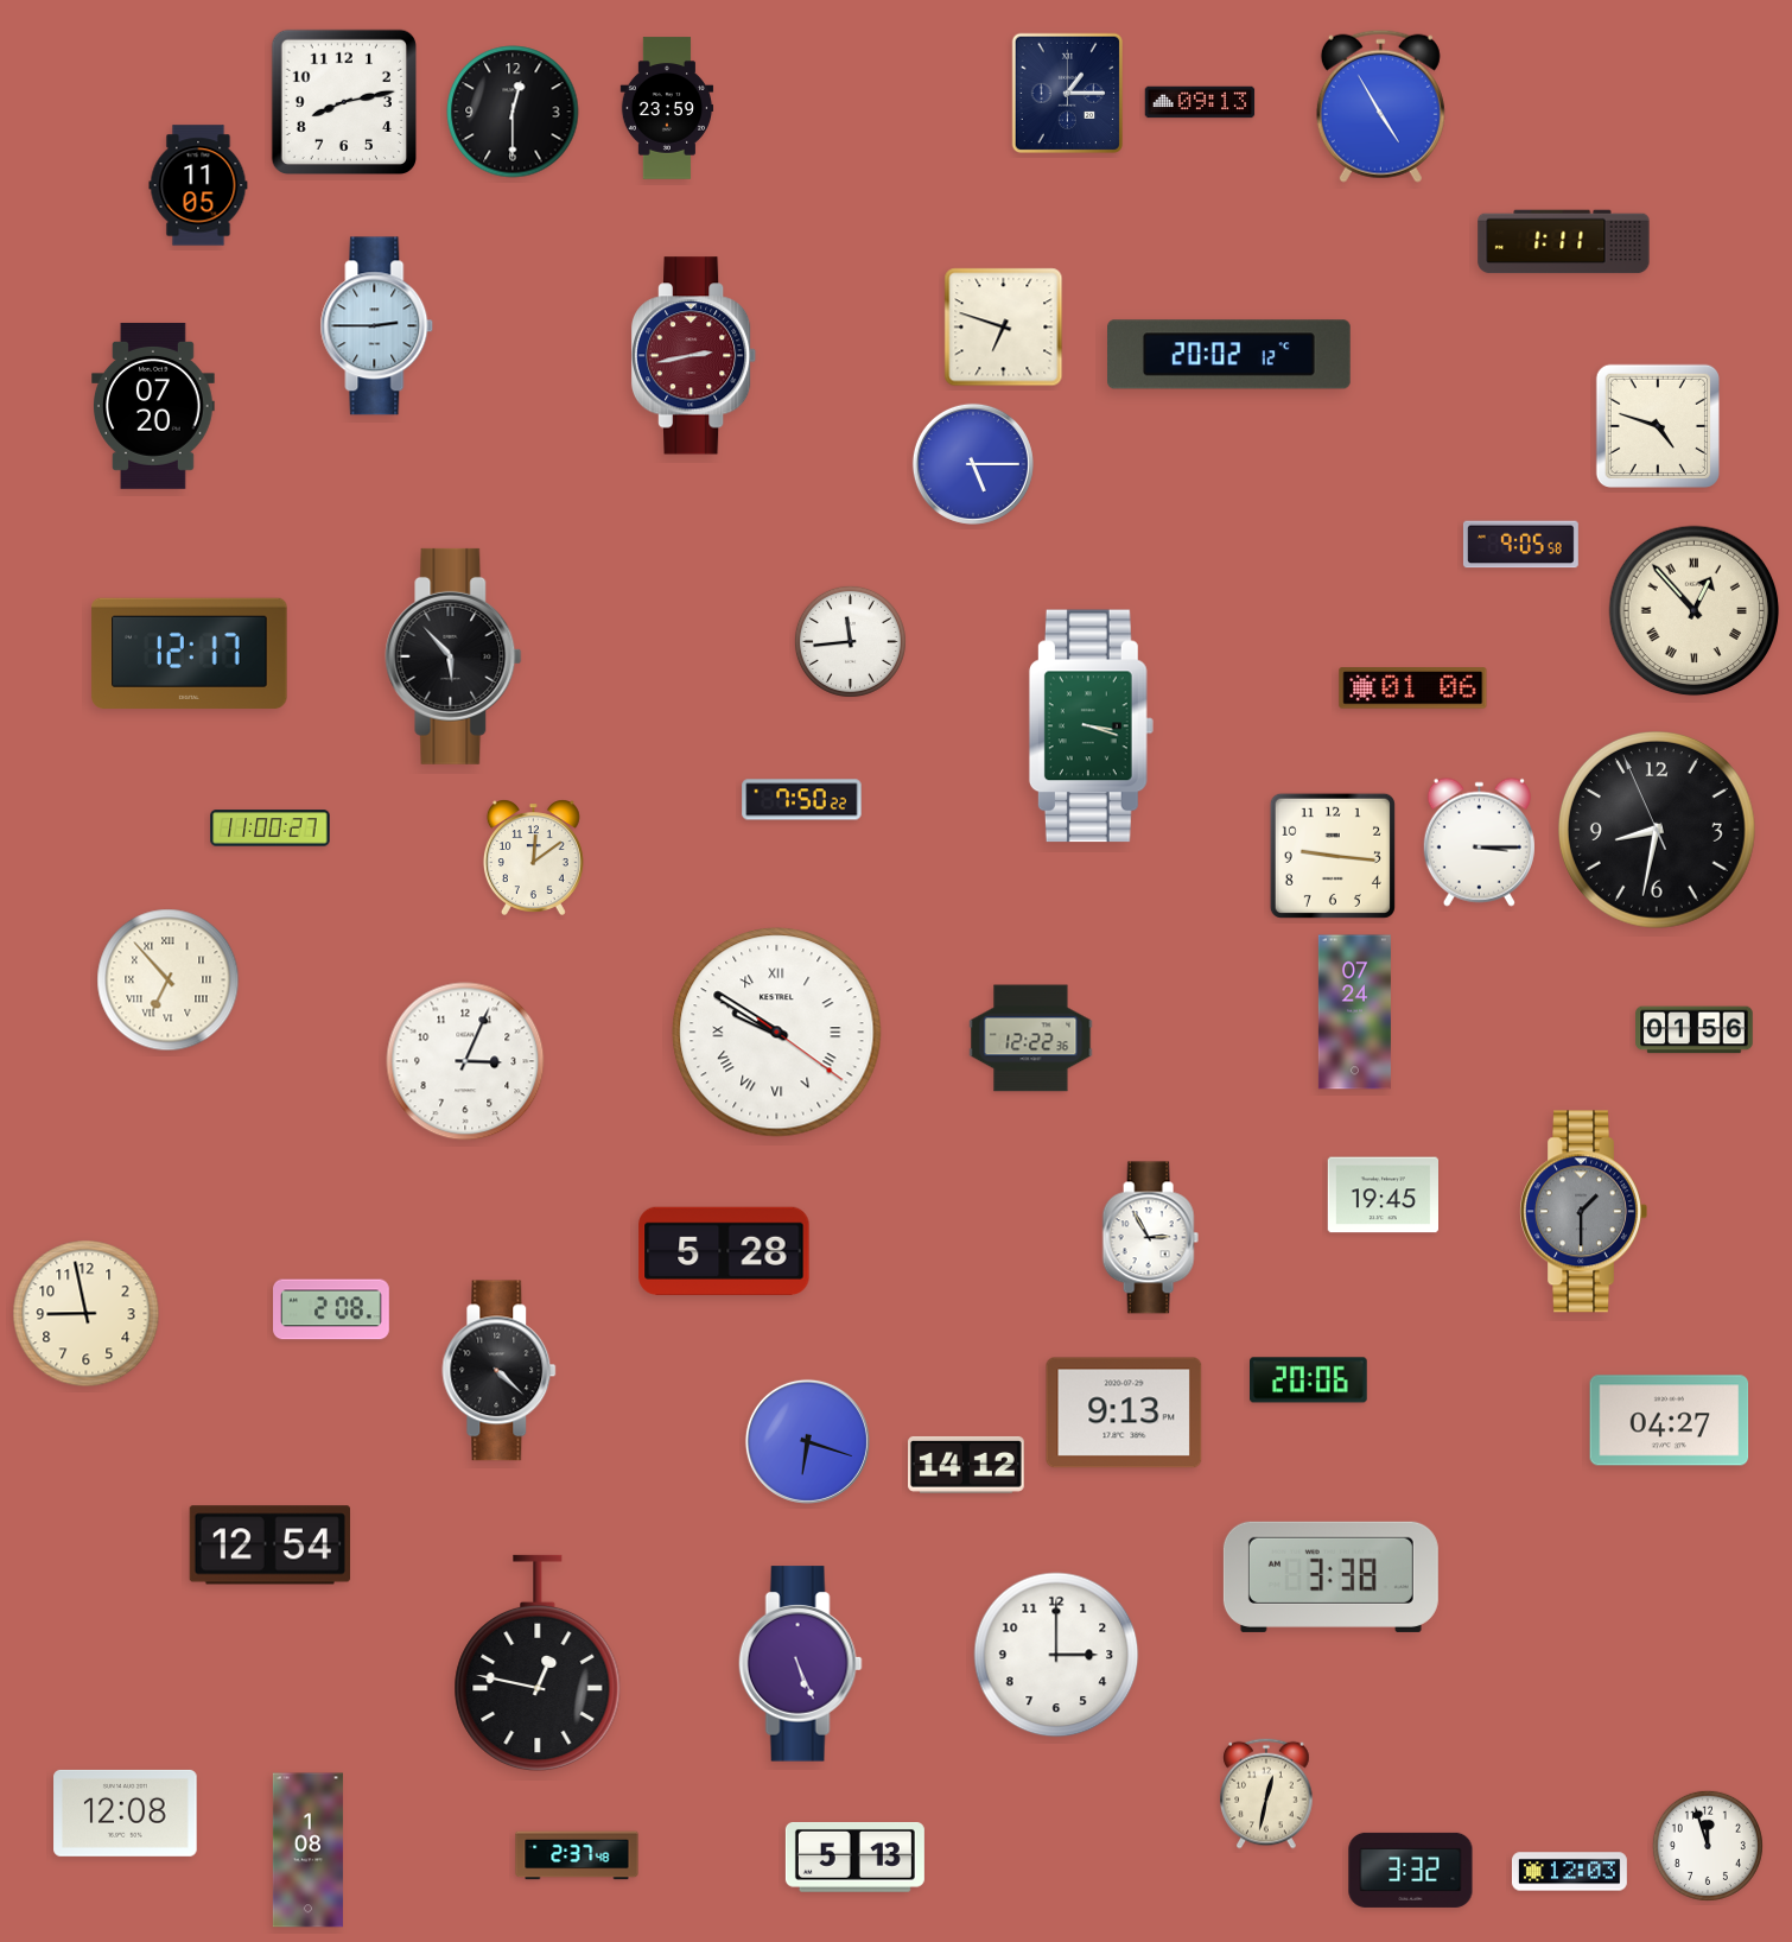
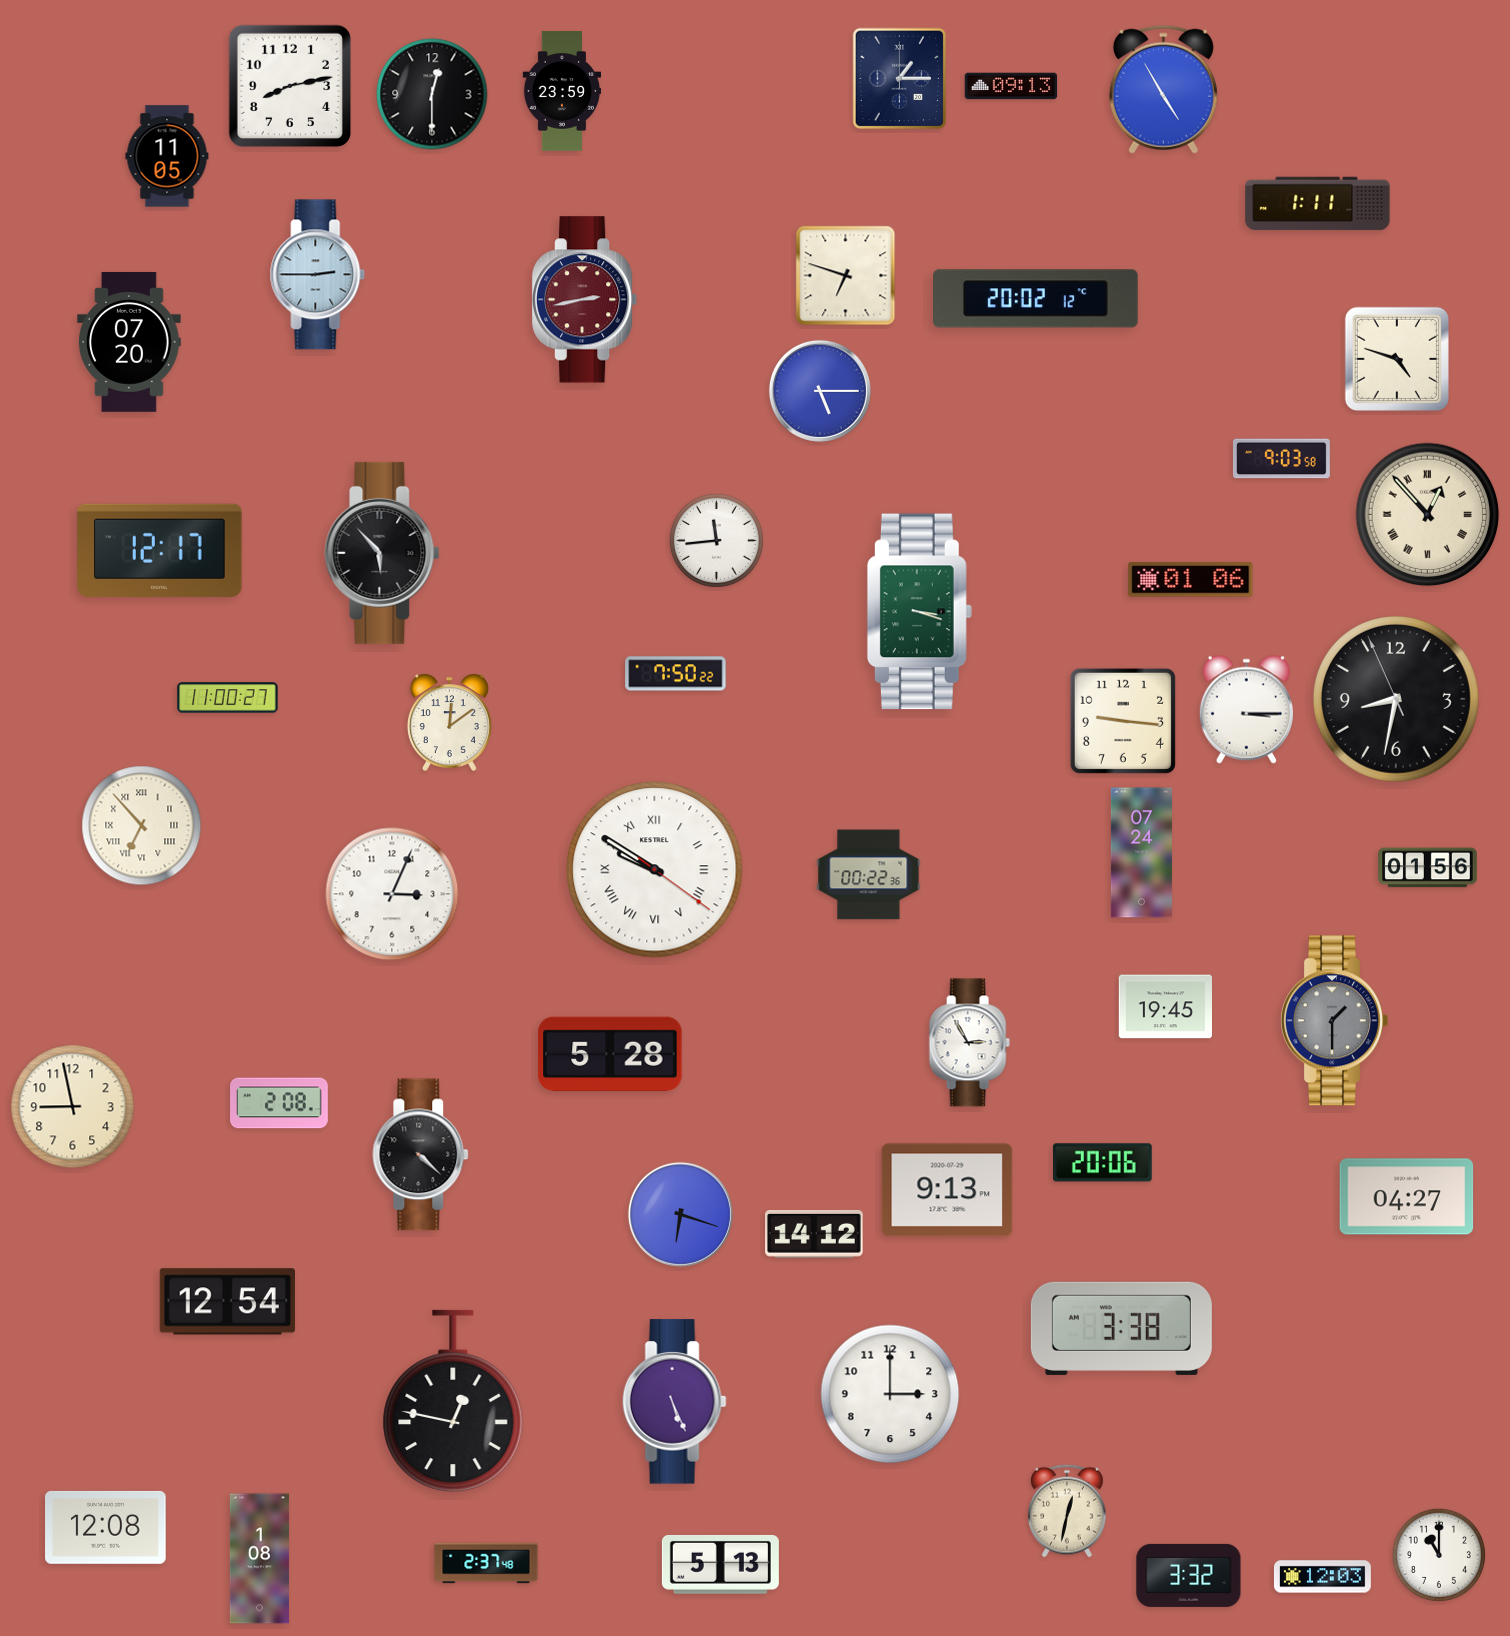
clock at (1520, 545): 9:05 -> 9:03
clock at (1031, 1039): 12:22 -> 00:22
clock at (1708, 1846): 11:57 -> 11:00
